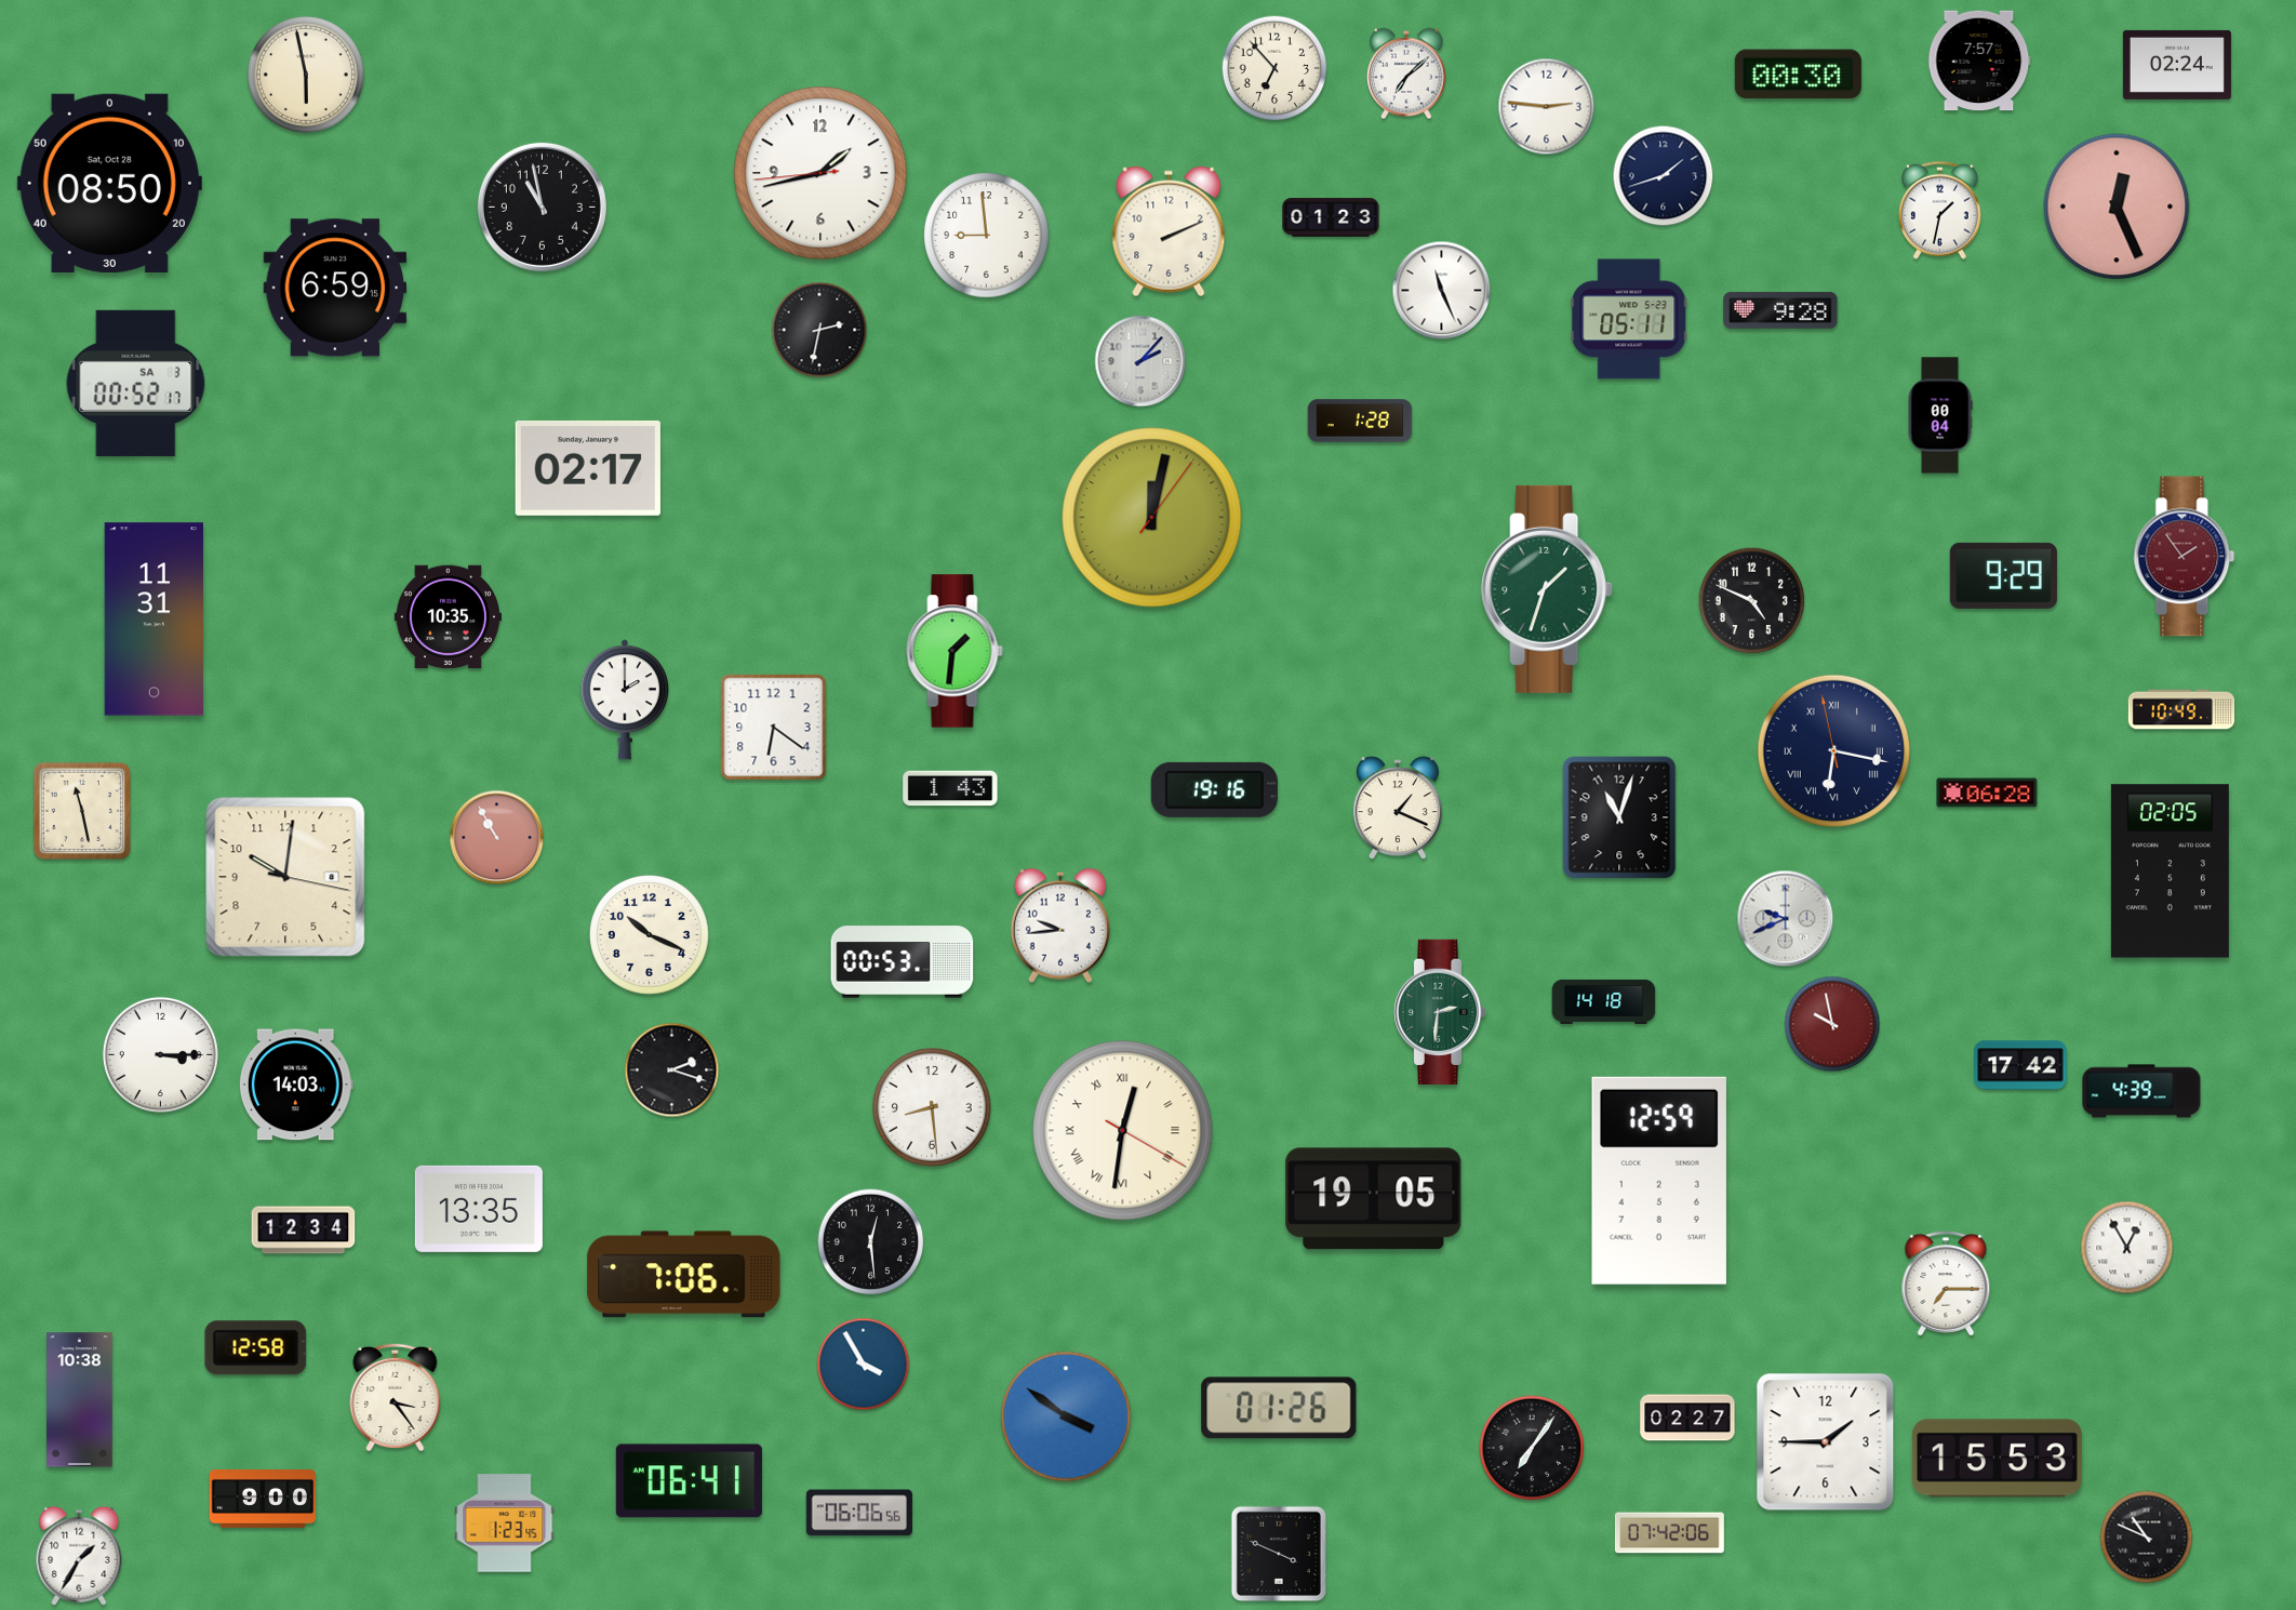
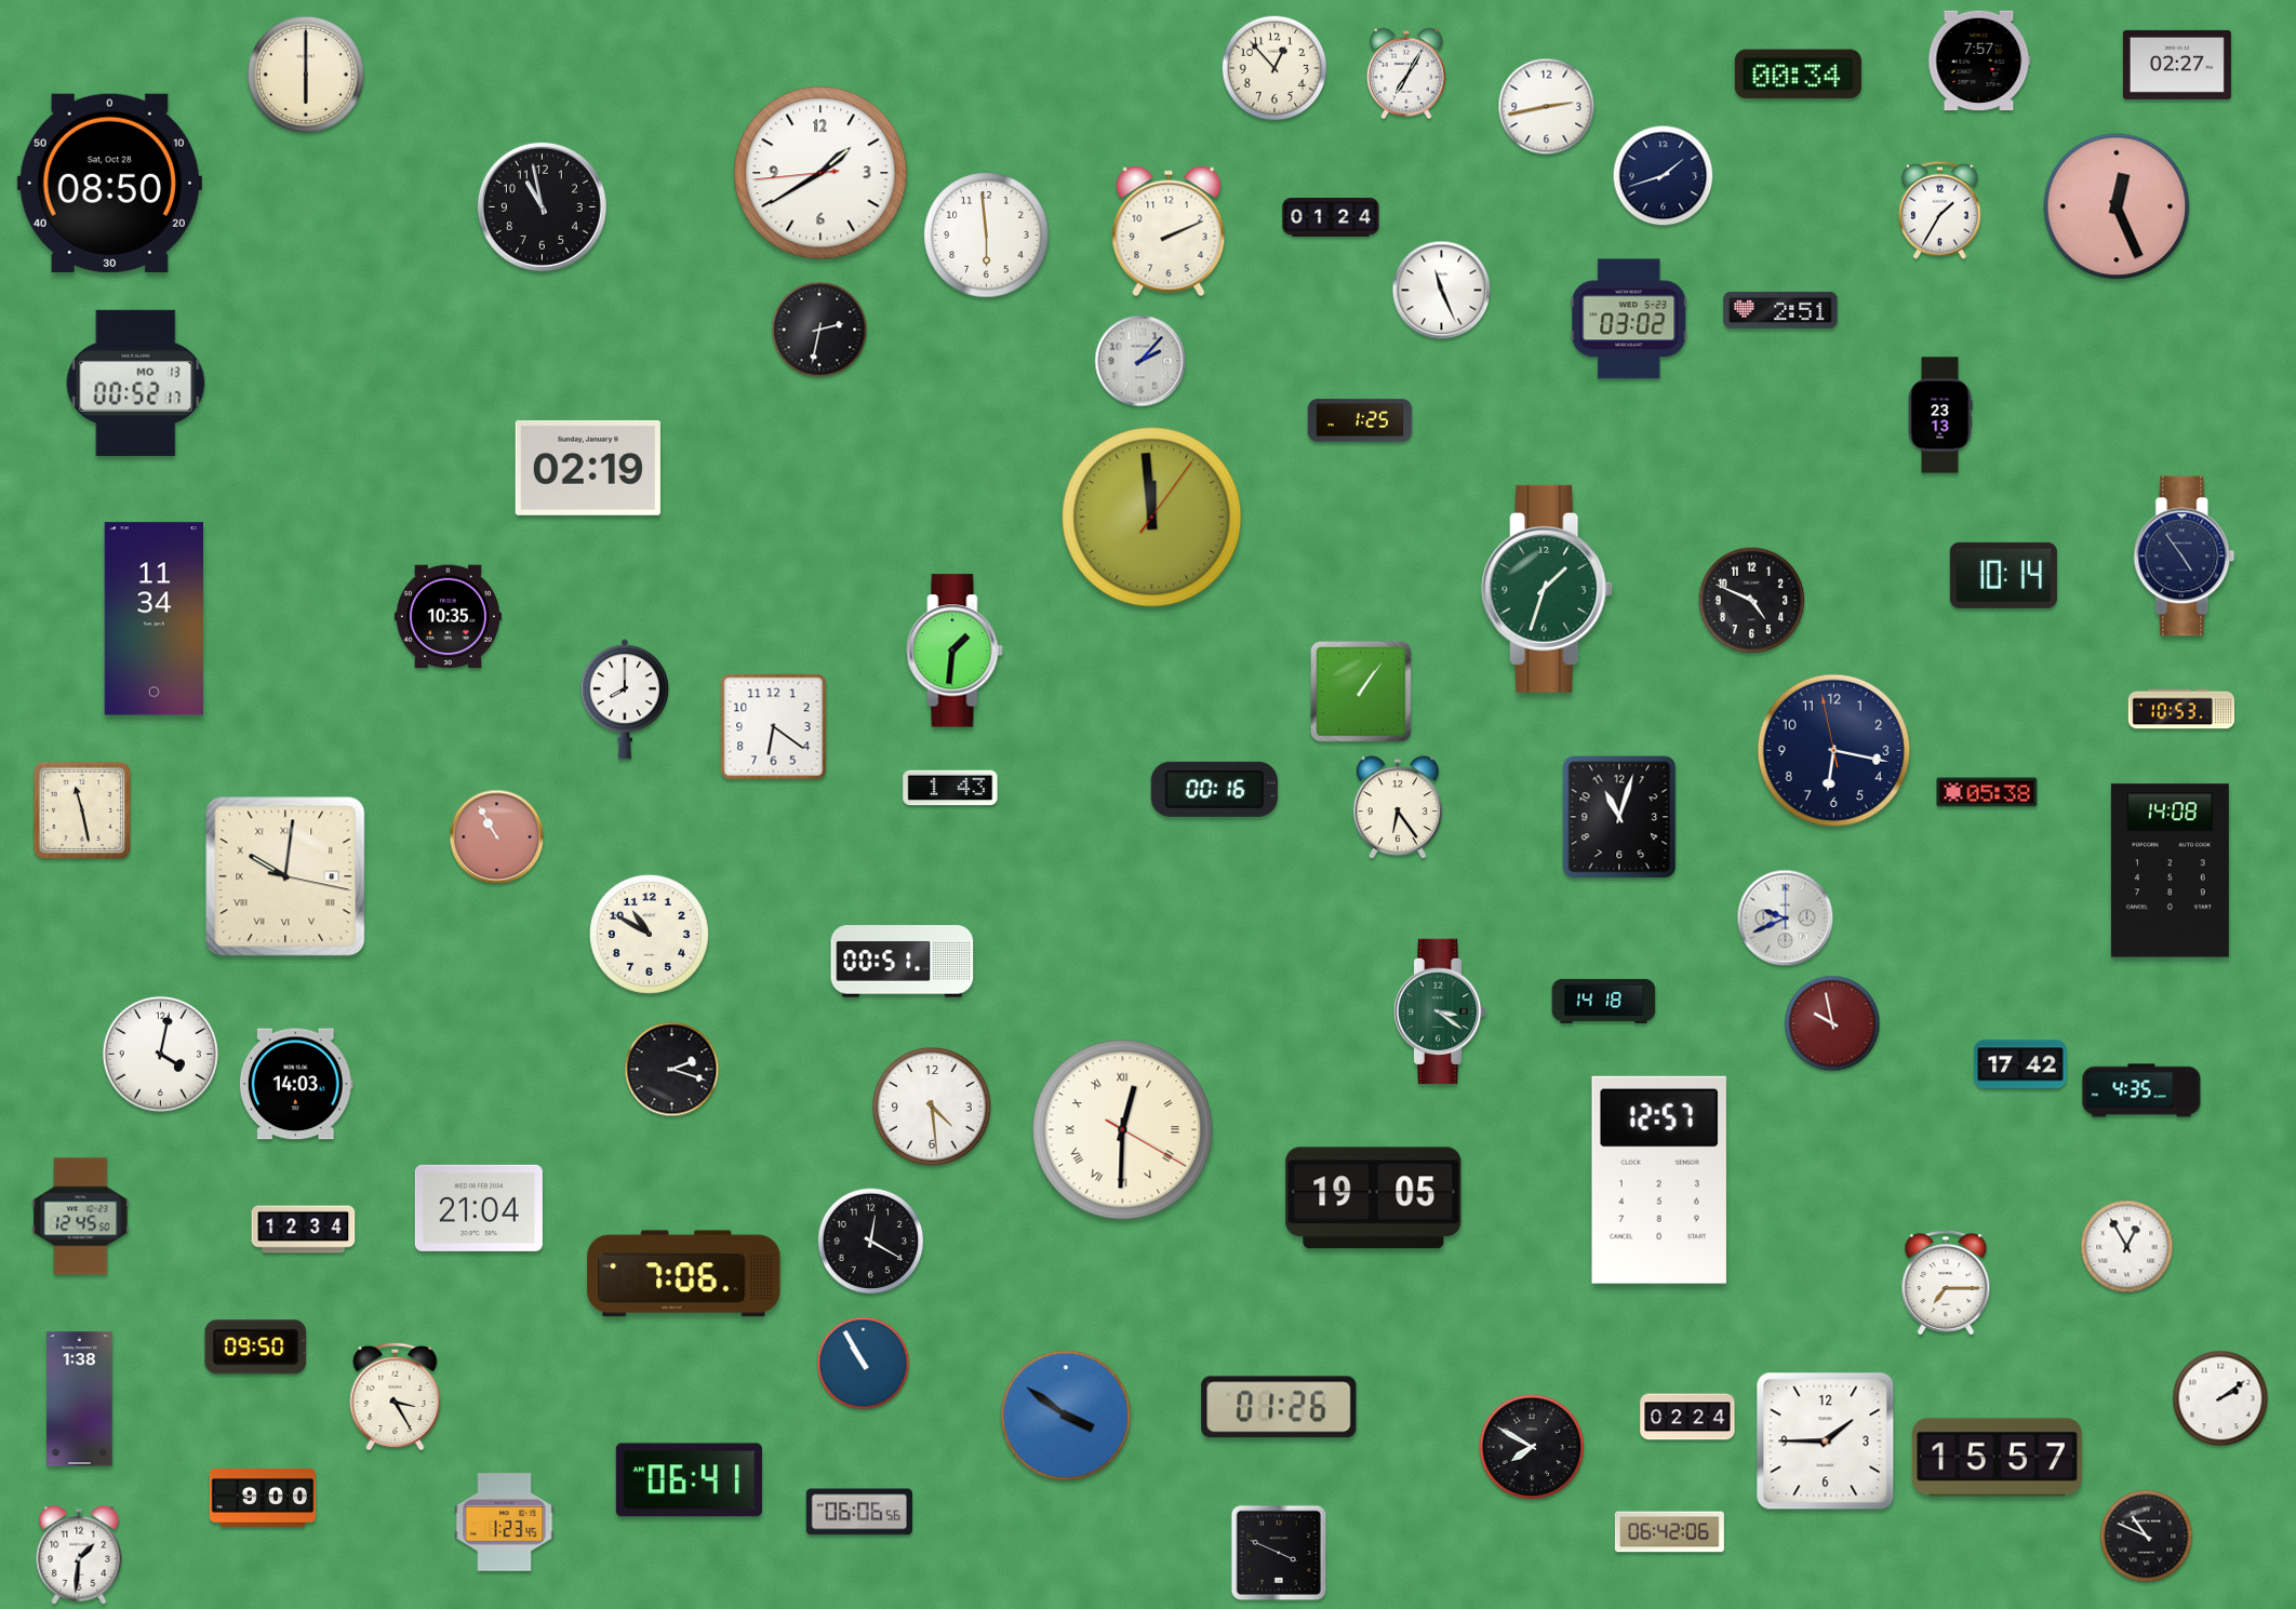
clock at (2177, 65): 02:24 -> 02:27
clock at (1274, 68): 6:53 -> 12:53
clock at (1407, 74): 7:08 -> 7:05
clock at (306, 75): 5:58 -> 6:00
clock at (1798, 75): 00:30 -> 00:34
clock at (1547, 107): 2:46 -> 2:43
clock at (820, 173): 1:42 -> 1:39
clock at (1939, 210): 1:32 -> 1:35
clock at (1331, 217): 01:23 -> 01:24
clock at (987, 236): 8:59 -> 5:59
clock at (335, 288): 6:59 -> none
clock at (1780, 310): 9:28 -> 2:51
clock at (1629, 319): 05:11 -> 03:02
clock at (136, 383) date: SA 3 -> MO 13
clock at (1940, 415): 00:04 -> 23:13
clock at (1360, 421): 1:28 -> 1:25
clock at (588, 468): 02:17 -> 02:19
clock at (1152, 518): 12:02 -> 11:59
clock at (2185, 557): 1:54 -> 4:54
clock at (2185, 557) dial: burgundy -> navy
clock at (2003, 575): 9:29 -> 10:14
clock at (155, 620): 11:31 -> 11:34
clock at (1362, 693): none -> 1:06
clock at (625, 700): 2:00 -> 8:00
clock at (2181, 709): 10:49 -> 10:53
clock at (1833, 750) numerals: Roman -> Arabic
clock at (1214, 789): 19:16 -> 00:16
clock at (1987, 793): 06:28 -> 05:38
clock at (1398, 809): 1:19 -> 6:24
clock at (2170, 871): 02:05 -> 14:08
clock at (285, 877) numerals: Arabic -> Roman
clock at (1060, 926): 9:44 -> none
clock at (650, 935): 10:19 -> 10:50
clock at (903, 962): 00:53 -> 00:51
clock at (1440, 1011): 2:31 -> 3:21
clock at (160, 1054): 3:15 -> 4:02
clock at (2141, 1091): 4:39 -> 4:35
clock at (932, 1107): 8:29 -> 4:29
clock at (1123, 1131): 12:31 -> 12:30
clock at (1659, 1181): 12:59 -> 12:57
clock at (479, 1209): 13:35 -> 21:04
clock at (81, 1217): none -> 12:45
clock at (871, 1242): 12:29 -> 12:20
clock at (256, 1348): 12:58 -> 09:50
clock at (864, 1365): 3:55 -> 10:55
clock at (396, 1396): 3:24 -> 3:25
clock at (2220, 1398): none -> 2:09
clock at (80, 1400): 10:38 -> 1:38
clock at (1687, 1418): 02:27 -> 02:24
clock at (1532, 1448): 7:06 -> 7:50
clock at (1997, 1459): 15:53 -> 15:57
clock at (1669, 1533): 07:42 -> 06:42
clock at (79, 1556): 1:35 -> 1:31
